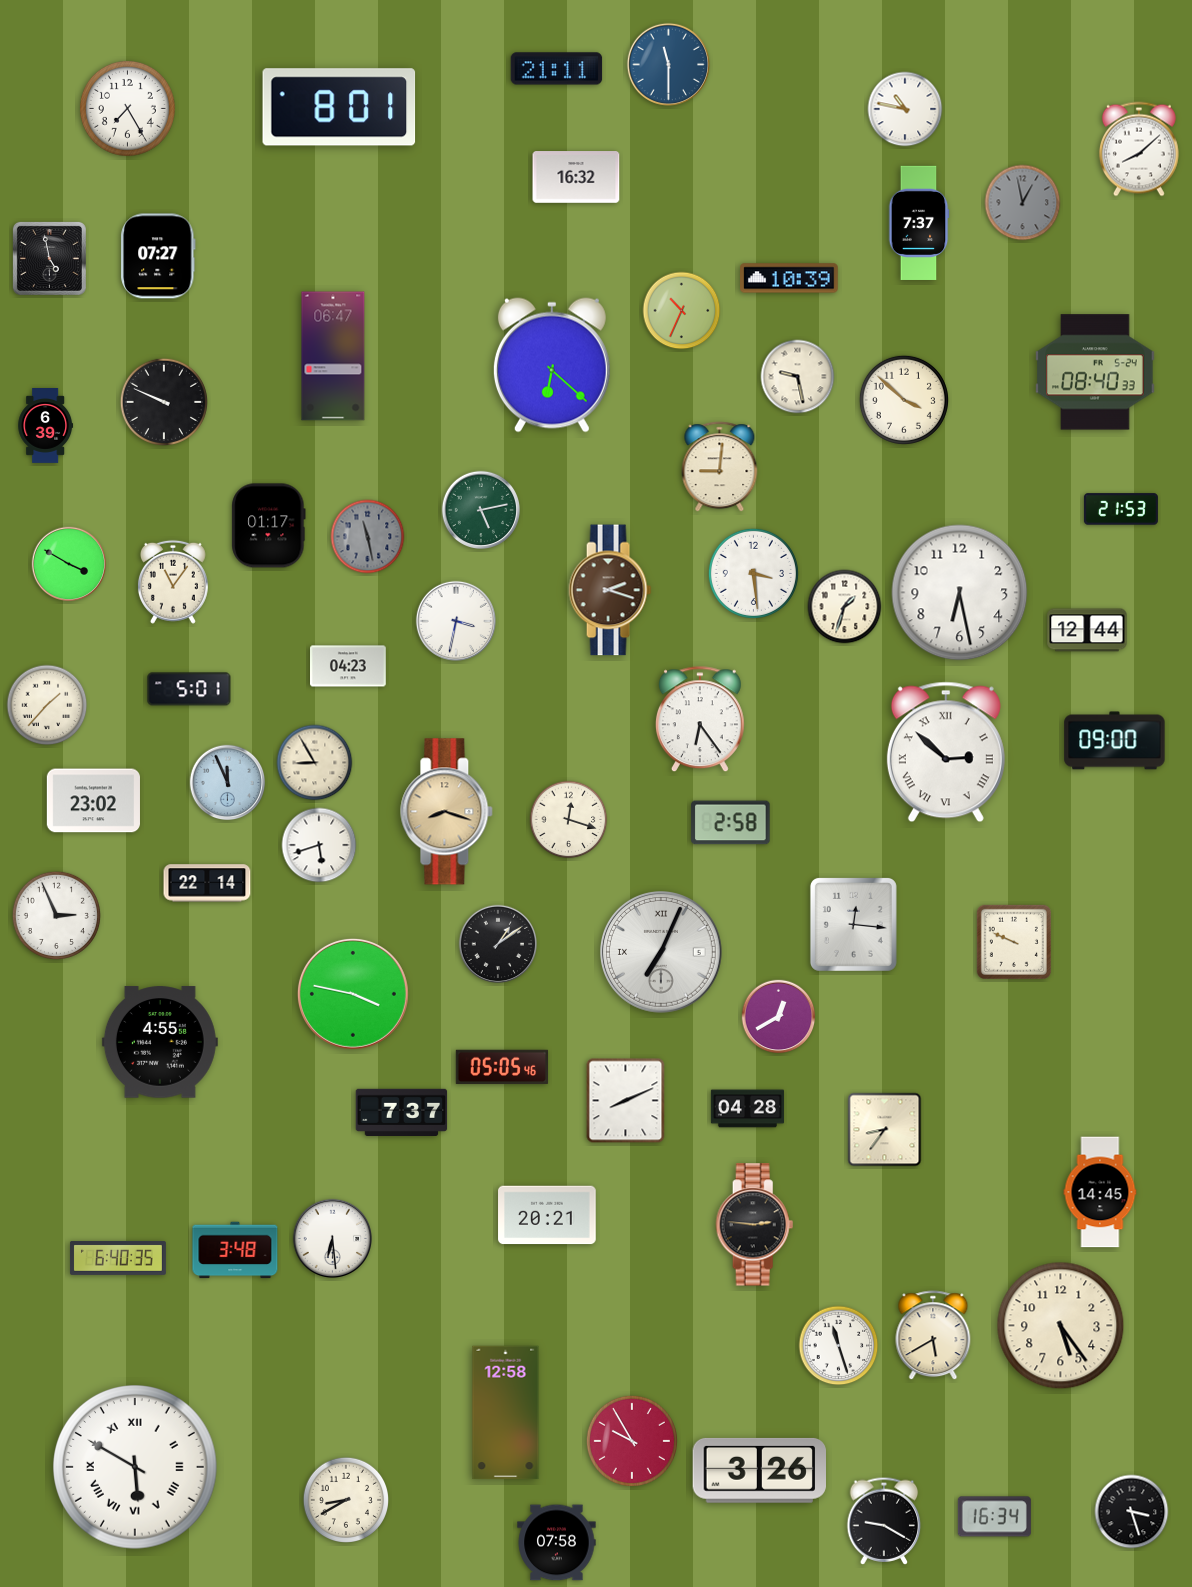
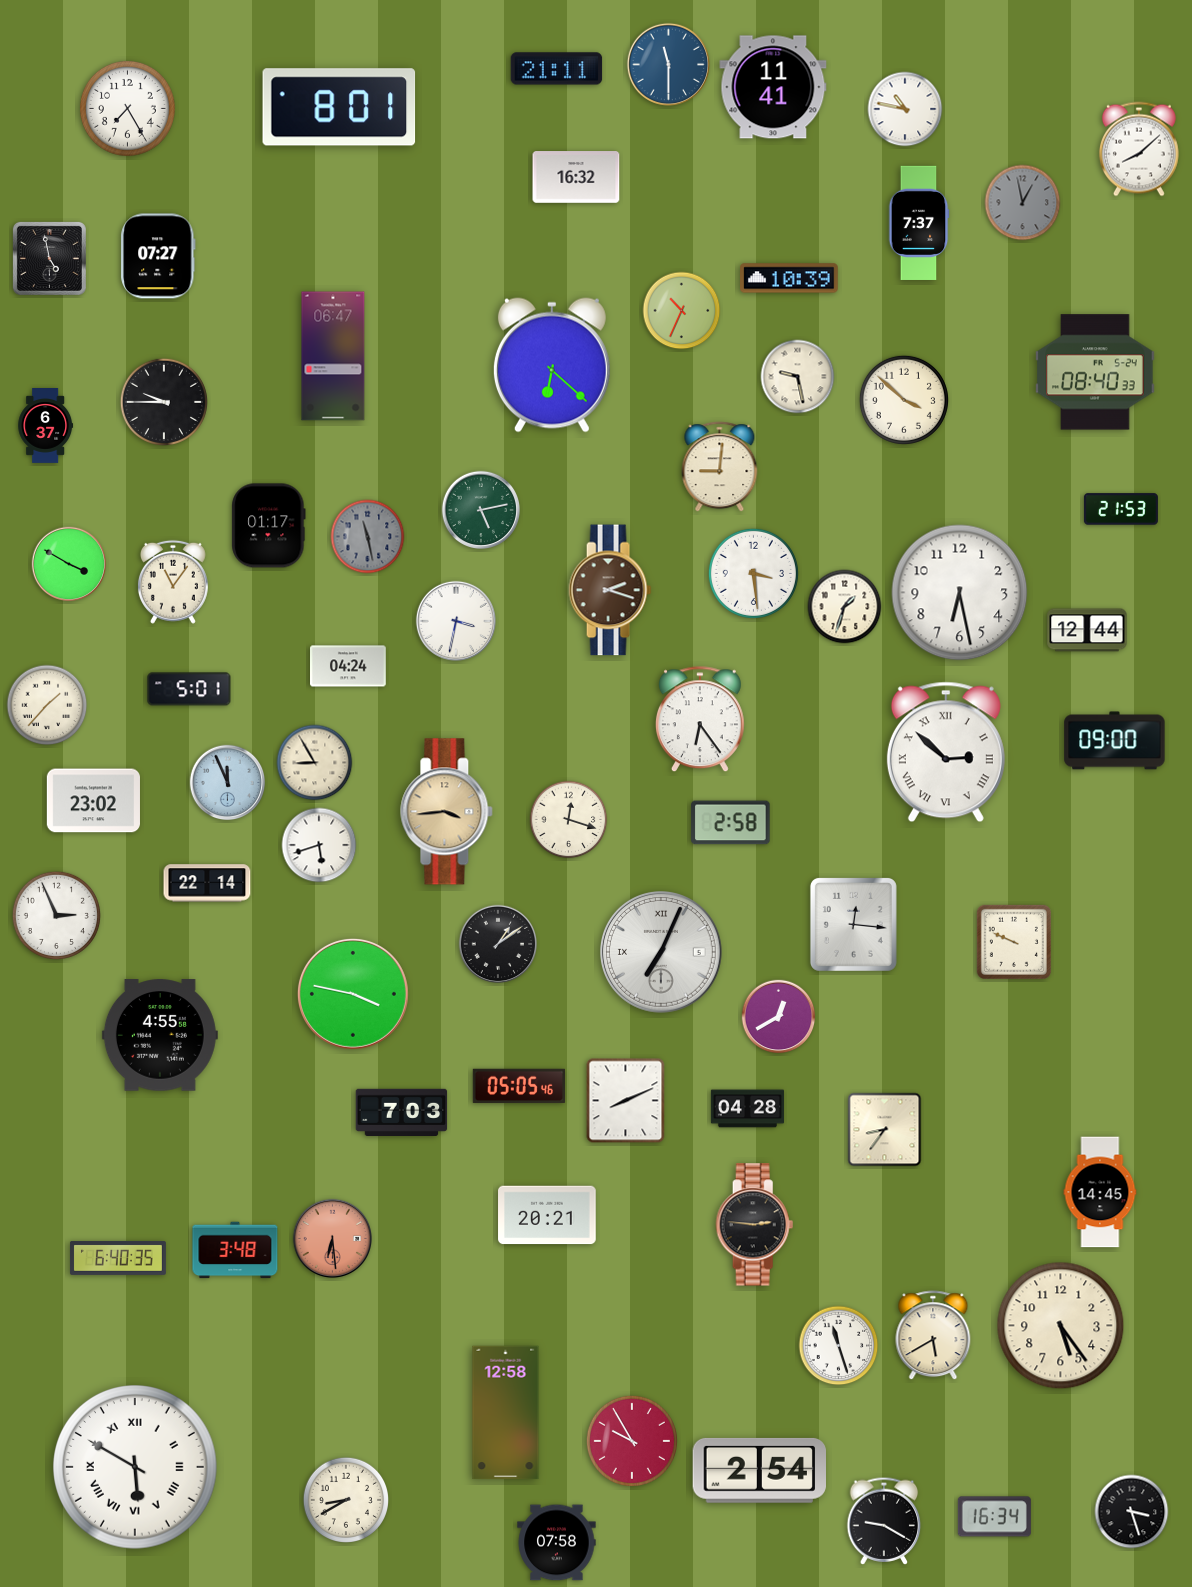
clock at (773, 87): none -> 11:41
clock at (163, 401): 9:49 -> 9:45
clock at (46, 426): 6:39 -> 6:37
clock at (348, 666): 04:23 -> 04:24
clock at (447, 812): 8:18 -> 3:44
clock at (160, 1042) position: (160, 1042) -> (160, 1035)
clock at (502, 1067) position: (502, 1067) -> (519, 1086)
clock at (402, 1112): 7:37 -> 7:03
clock at (332, 1238) dial: white -> salmon
clock at (759, 1470): 3:26 -> 2:54
